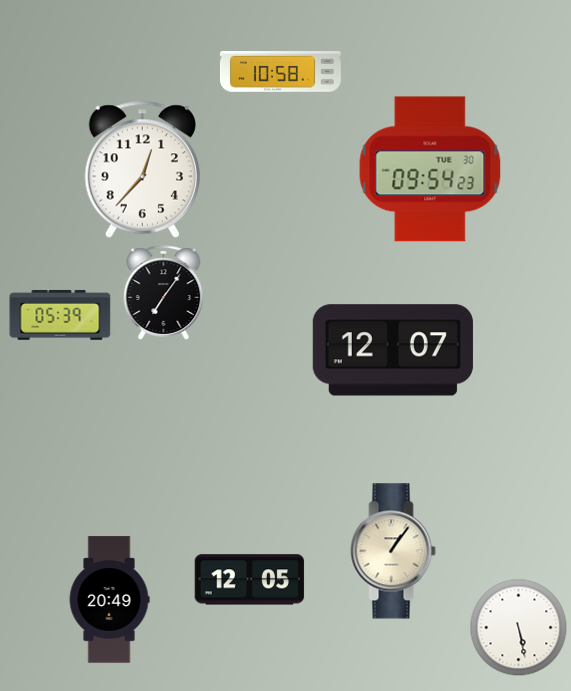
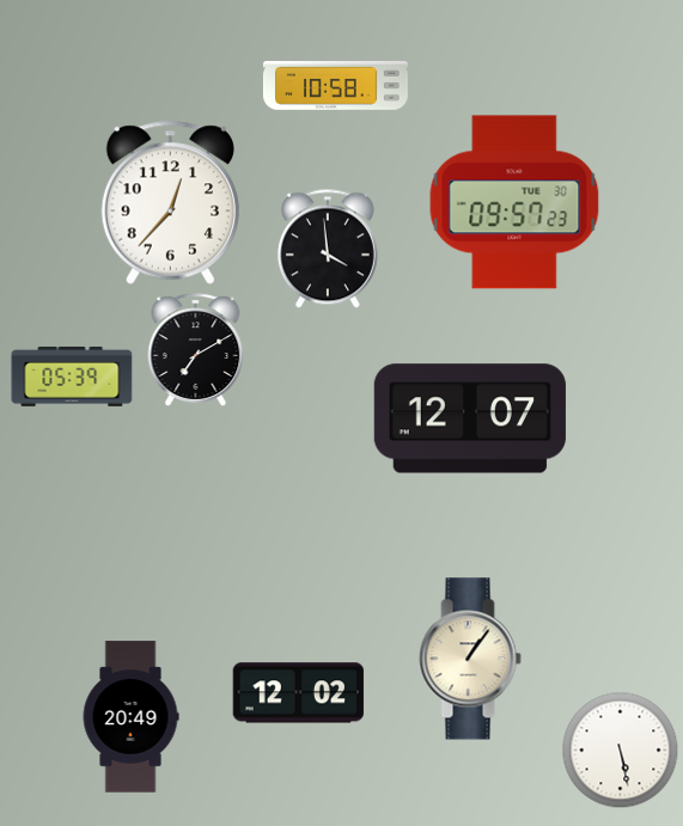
clock at (430, 169): 09:54 -> 09:57
clock at (328, 249): none -> 3:59
clock at (164, 293): 7:06 -> 7:10
clock at (250, 580): 12:05 -> 12:02
